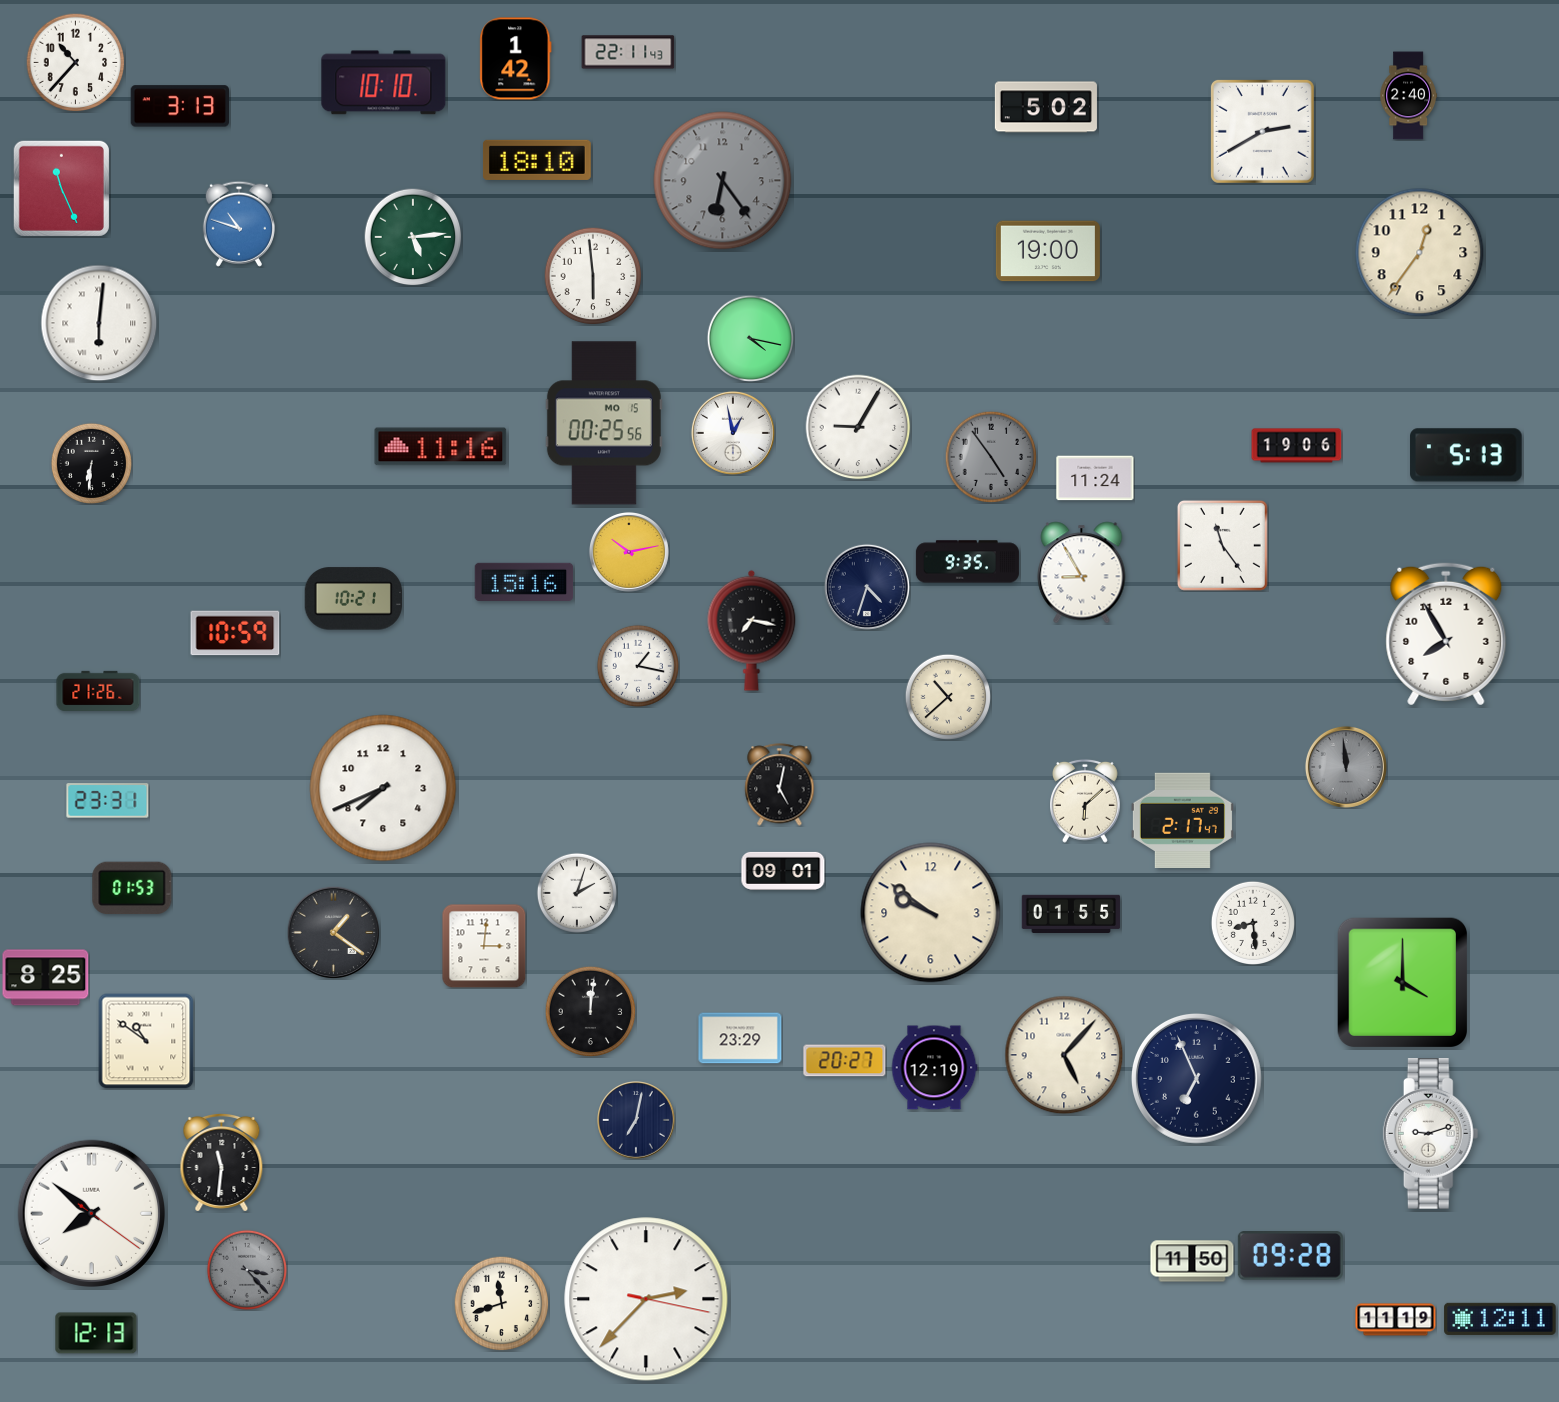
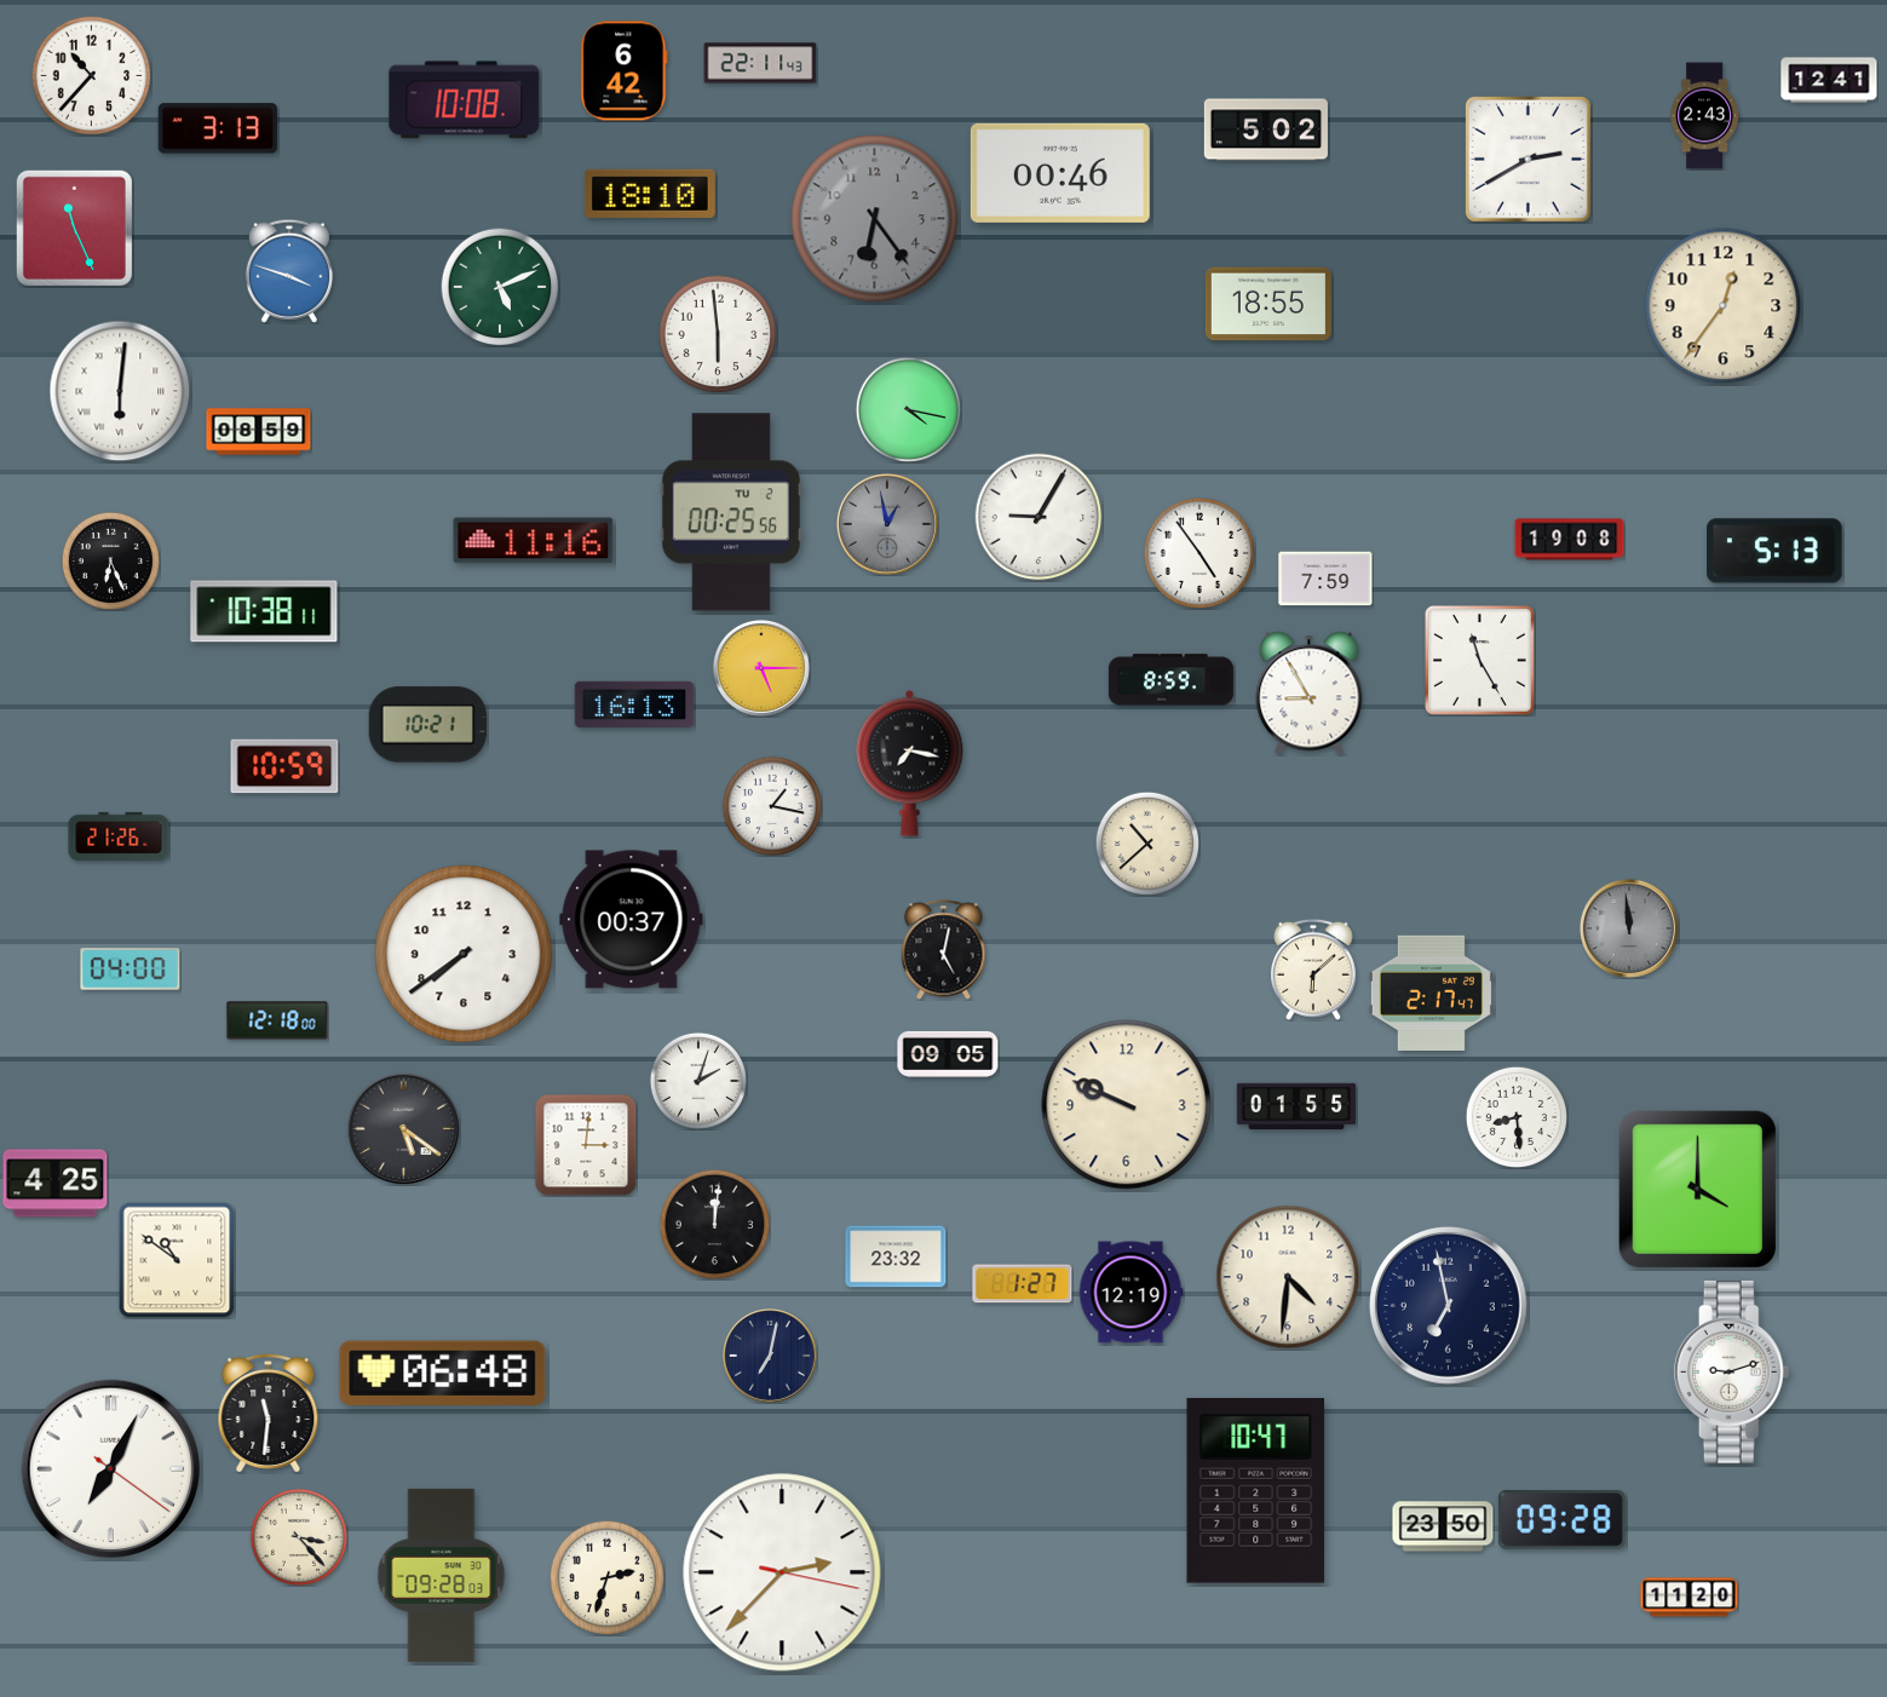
clock at (516, 59): 1:42 -> 6:42
clock at (1829, 80): none -> 12:41
clock at (384, 83): 10:10 -> 10:08
clock at (1408, 96): 2:40 -> 2:43
clock at (1060, 173): none -> 00:46
clock at (239, 224): 10:48 -> 3:48
clock at (413, 237): 5:14 -> 5:11
clock at (1048, 251): 19:00 -> 18:55
clock at (1420, 253) position: (1420, 253) -> (1724, 306)
clock at (259, 432): none -> 08:59
clock at (604, 423) date: MO 15 -> TU 2
clock at (733, 433) dial: white -> grey
clock at (1297, 446): 19:06 -> 19:08
clock at (991, 457) dial: grey -> white
clock at (91, 463): 6:31 -> 6:26
clock at (1095, 478): 11:24 -> 7:59
clock at (264, 611): none -> 10:38
clock at (1222, 545): 11:24 -> 11:25
clock at (629, 552): 10:13 -> 5:15
clock at (967, 562): 9:35 -> 8:59
clock at (524, 582): 15:16 -> 16:13
clock at (867, 587): 4:33 -> none
clock at (1446, 634): 7:55 -> none
clock at (632, 920): none -> 00:37
clock at (383, 788): 7:41 -> 7:39
clock at (108, 801): 23:31 -> 04:00
clock at (277, 1020): none -> 12:18
clock at (783, 871): 09:01 -> 09:05
clock at (132, 888): 01:53 -> none
clock at (931, 913): 9:51 -> 9:49
clock at (333, 932): 1:21 -> 5:21
clock at (46, 978): 8:25 -> 4:25
clock at (740, 1038): 23:29 -> 23:32
clock at (1064, 1055): 5:07 -> 4:31
clock at (845, 1061): 20:27 -> 1:27
clock at (1197, 1079): 6:56 -> 6:58
clock at (443, 1373): none -> 06:48
clock at (222, 1162) position: (222, 1162) -> (269, 1413)
clock at (92, 1214): 7:51 -> 7:04
clock at (1256, 1490): none -> 10:47
clock at (1192, 1261): 11:50 -> 23:50
clock at (247, 1270) dial: grey -> cream
clock at (442, 1575): none -> 09:28
clock at (501, 1303): 11:42 -> 2:33
clock at (1500, 1319): 12:11 -> none
clock at (1396, 1320): 11:19 -> 11:20
clock at (96, 1333): 12:13 -> none
